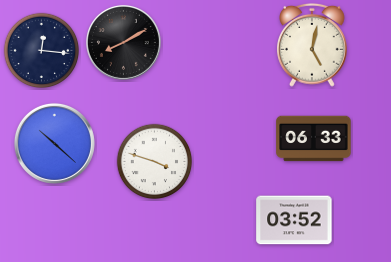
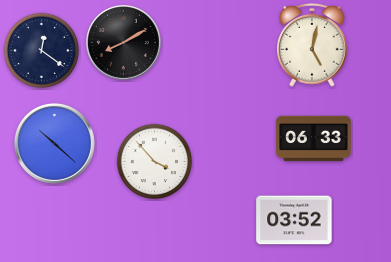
clock at (42, 51): 12:16 -> 12:21
clock at (155, 162): 3:48 -> 3:53
